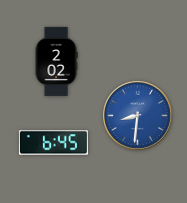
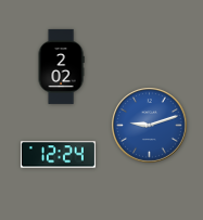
clock at (138, 116): 8:31 -> 9:12
clock at (53, 143): 6:45 -> 12:24
